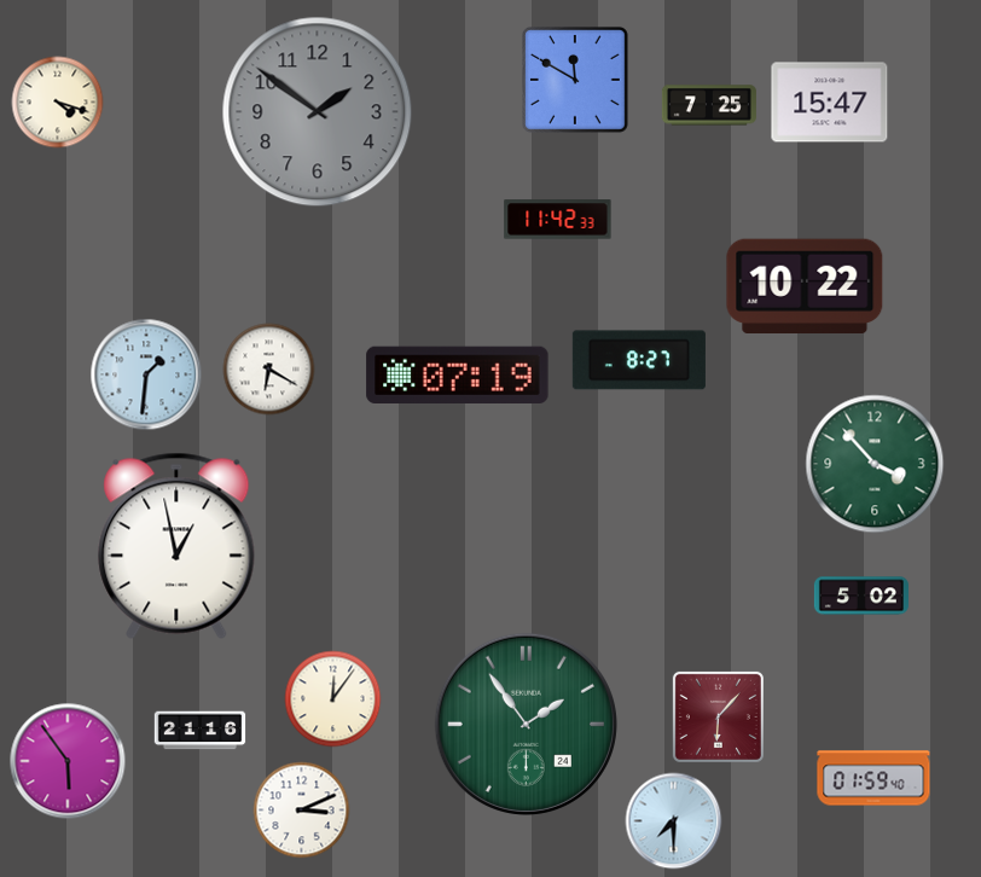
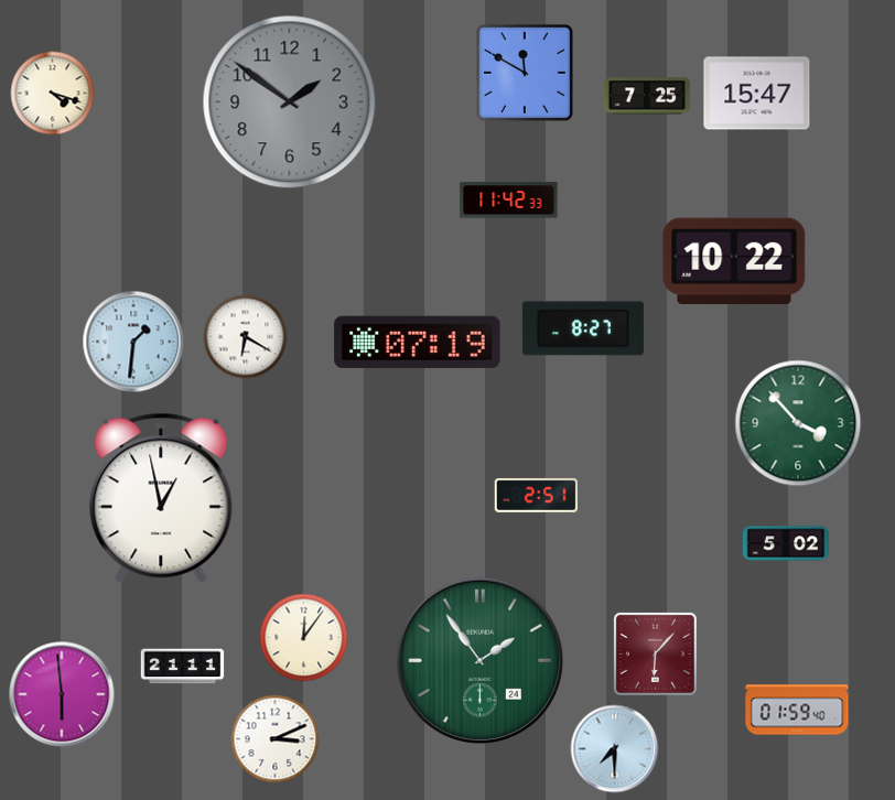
clock at (536, 495): none -> 2:51
clock at (201, 731): 21:16 -> 21:11
clock at (68, 761): 5:54 -> 5:59
